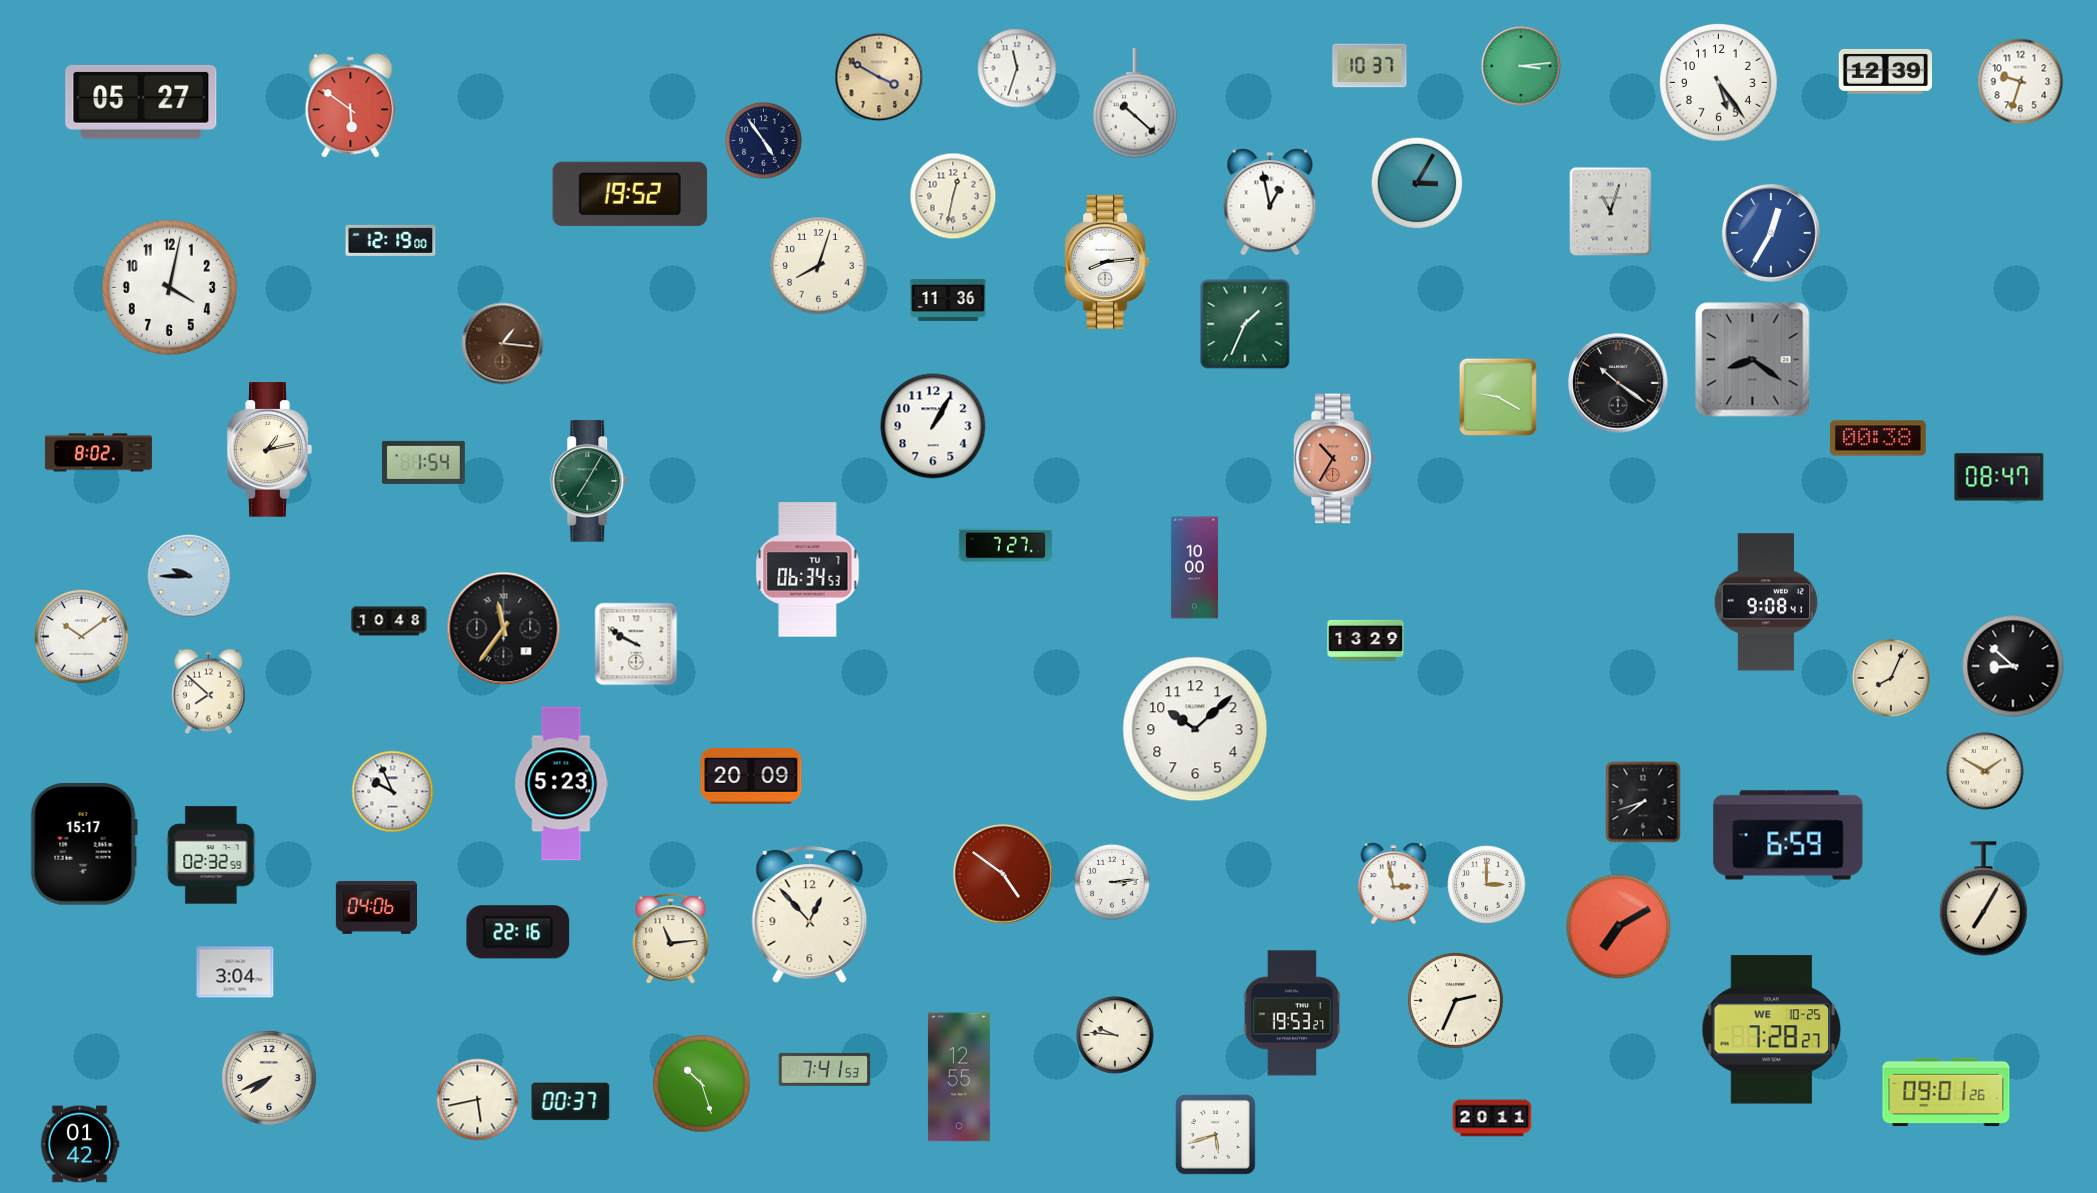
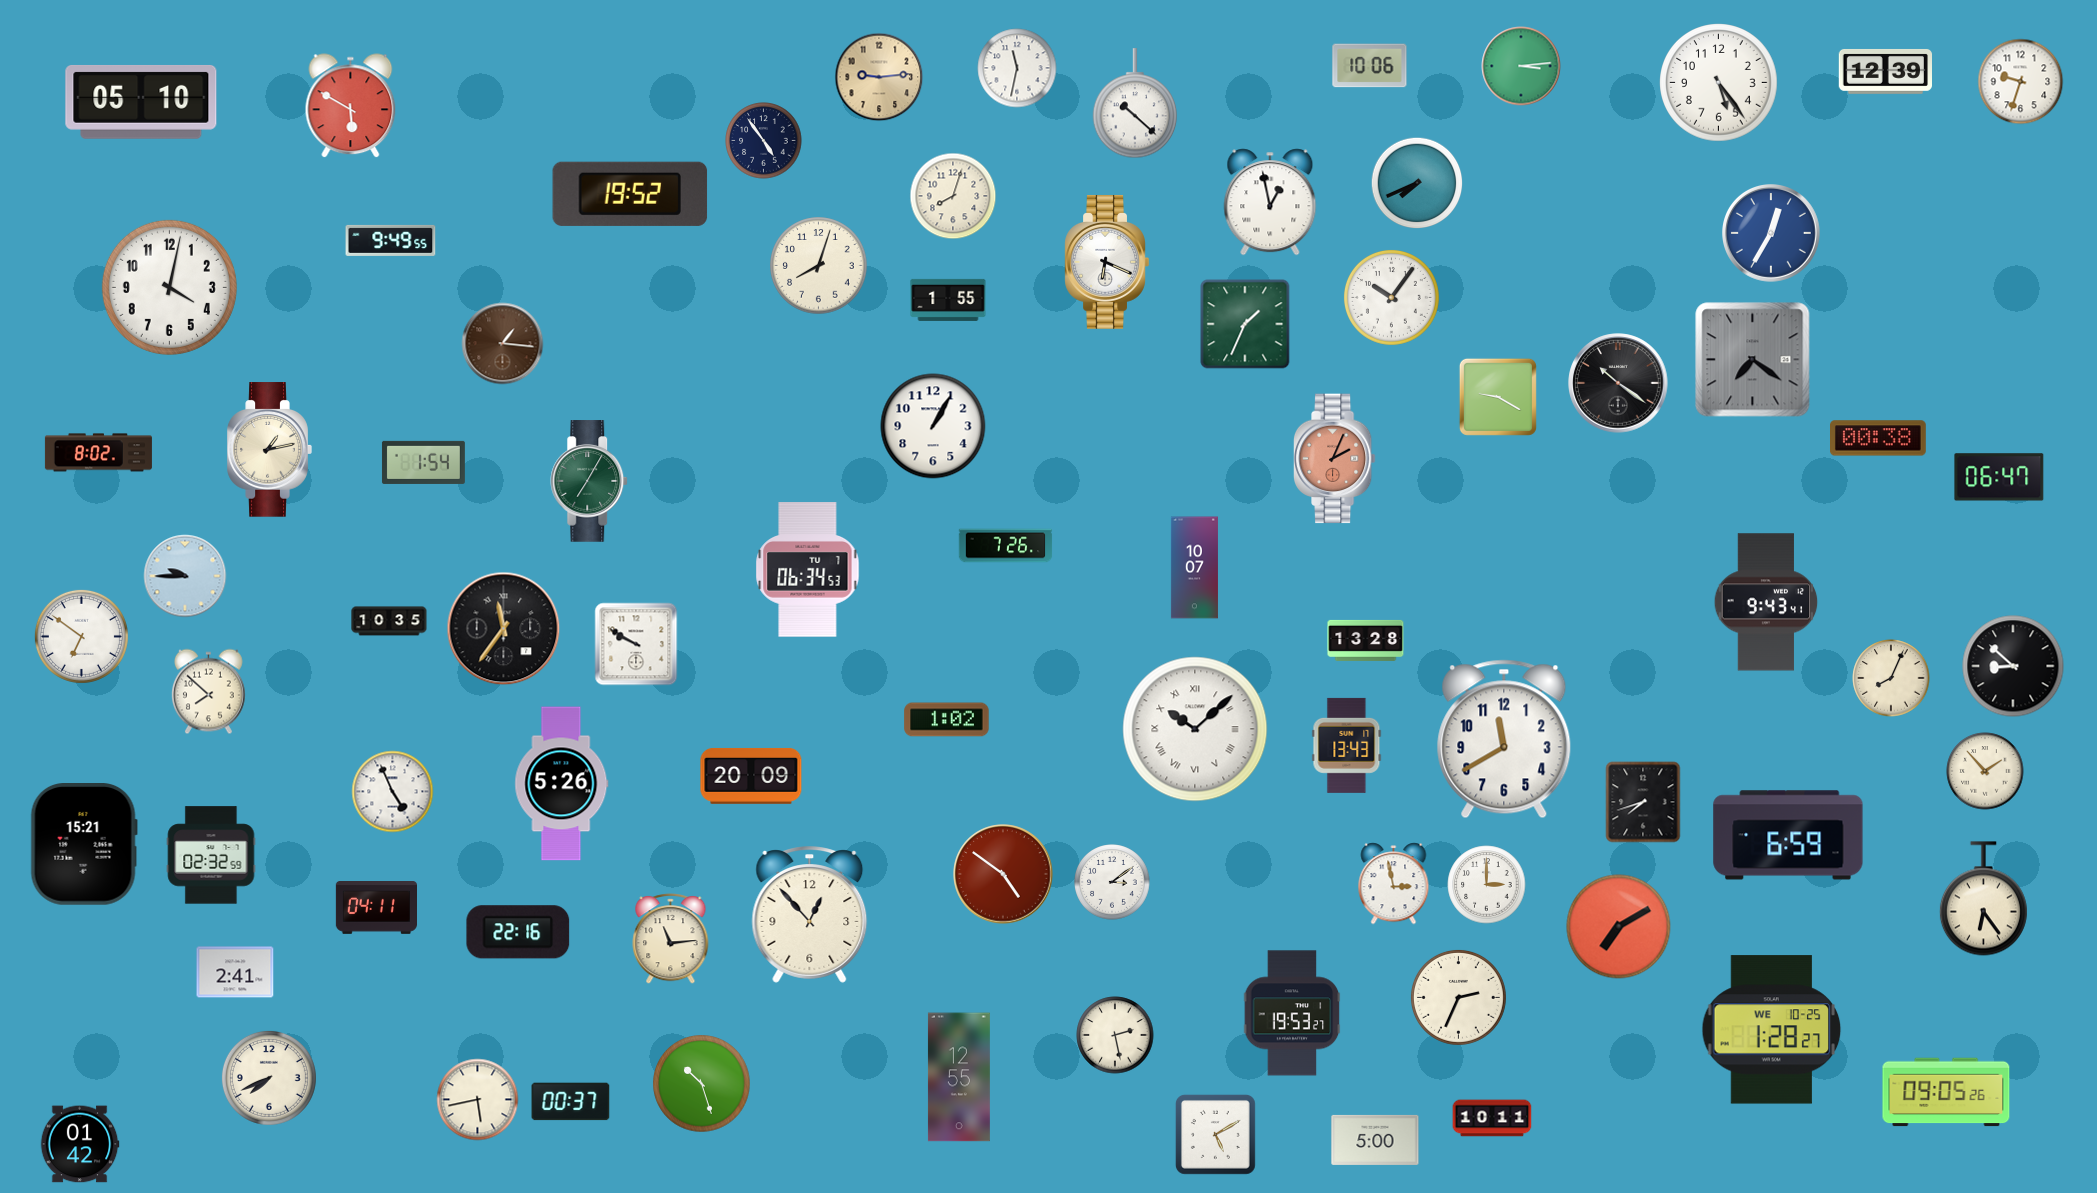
clock at (1370, 66): 10:37 -> 10:06
clock at (1017, 68): 11:33 -> 11:32
clock at (879, 77): 3:50 -> 9:14
clock at (141, 102): 05:27 -> 05:10
clock at (351, 106): 5:51 -> 5:50
clock at (1417, 183): 3:05 -> 7:41
clock at (953, 196): 12:32 -> 8:03
clock at (1611, 212): 11:03 -> none
clock at (391, 240): 12:19 -> 9:49
clock at (1107, 262): 8:14 -> 6:19
clock at (1391, 297): none -> 10:06
clock at (948, 300): 11:36 -> 1:55
clock at (1753, 360): 8:21 -> 7:21
clock at (1334, 459): 10:35 -> 2:04
clock at (1999, 477): 08:47 -> 06:47
clock at (1006, 546): 7:27 -> 7:26
clock at (1194, 568): 10:00 -> 10:07
clock at (189, 576) position: (189, 576) -> (185, 576)
clock at (1766, 602): 9:08 -> 9:43
clock at (389, 621): 10:48 -> 10:35
clock at (81, 636): 10:09 -> 6:51
clock at (1366, 640): 13:29 -> 13:28
clock at (947, 720): none -> 1:02
clock at (1195, 729) numerals: Arabic -> Roman
clock at (1504, 739): none -> 11:40
clock at (1347, 745): none -> 13:43
clock at (1985, 771): 1:50 -> 1:53
clock at (562, 784): 5:23 -> 5:26
clock at (393, 792): 9:56 -> 4:56
clock at (84, 845): 15:17 -> 15:21
clock at (1112, 882): 3:14 -> 3:09
clock at (1983, 899): 7:05 -> 6:24
clock at (376, 908): 04:06 -> 04:11
clock at (235, 972): 3:04 -> 2:41
clock at (1455, 1000) position: (1455, 1000) -> (1458, 997)
clock at (1772, 1030): 7:28 -> 1:28
clock at (1115, 1035): 9:46 -> 2:28
clock at (825, 1069): 7:41 -> none
clock at (1946, 1092): 09:01 -> 09:05
clock at (1492, 1118): 20:11 -> 10:11
clock at (1216, 1135): 5:42 -> 5:10
clock at (1375, 1140): none -> 5:00
